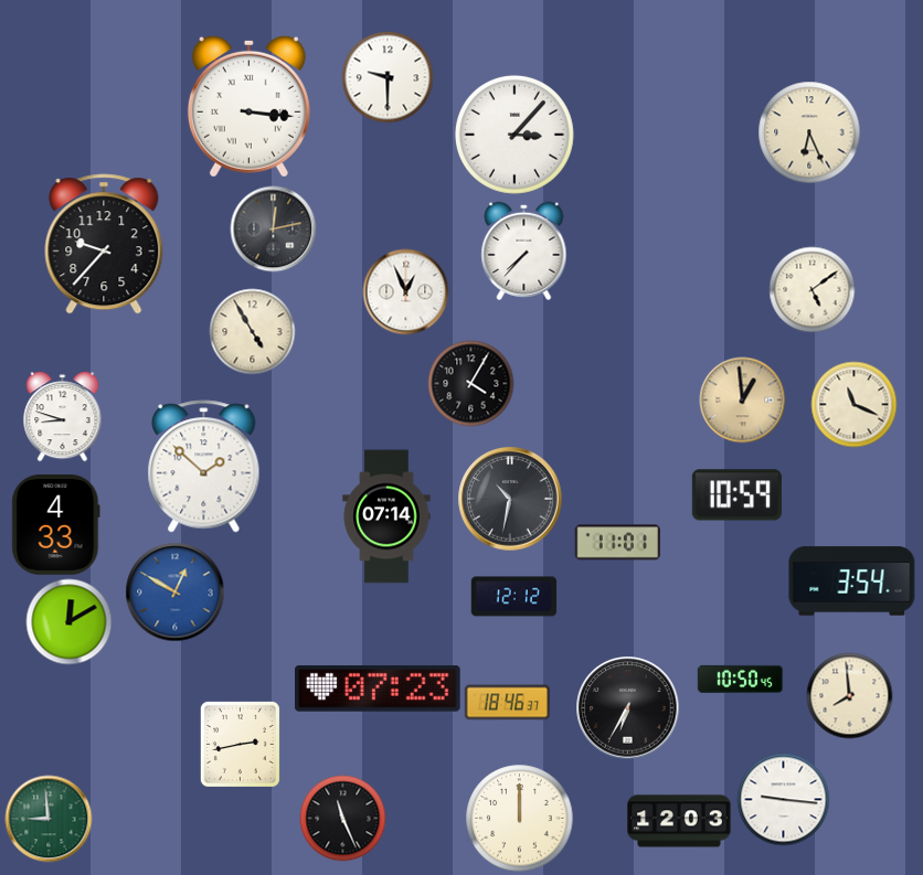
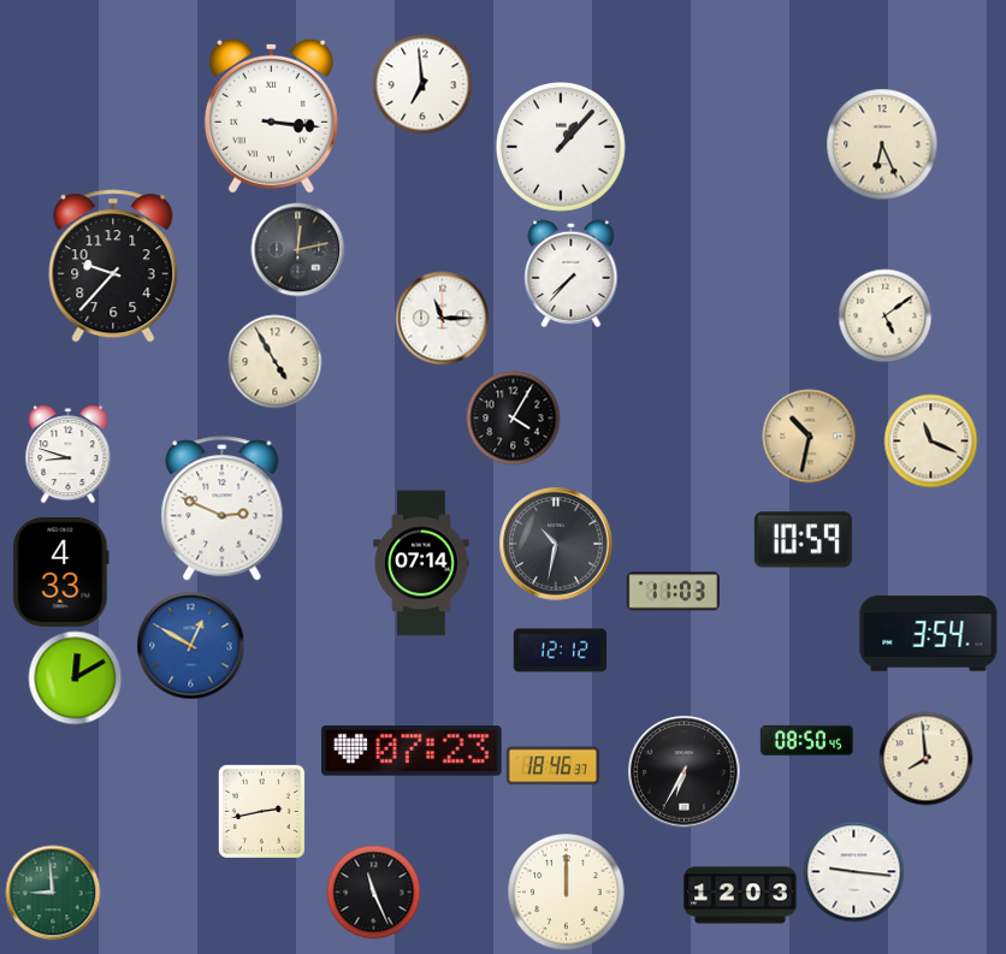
clock at (388, 77): 9:30 -> 6:59
clock at (514, 135): 3:07 -> 1:07
clock at (405, 291): 12:56 -> 11:15
clock at (742, 399): 12:59 -> 10:32
clock at (204, 467): 1:52 -> 2:49
clock at (617, 543): 11:01 -> 11:03
clock at (740, 679): 10:50 -> 08:50
